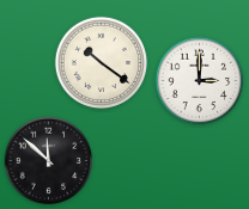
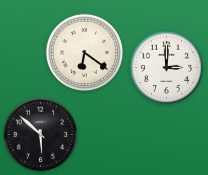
clock at (102, 63): 10:21 -> 6:21
clock at (49, 161): 11:52 -> 5:52
